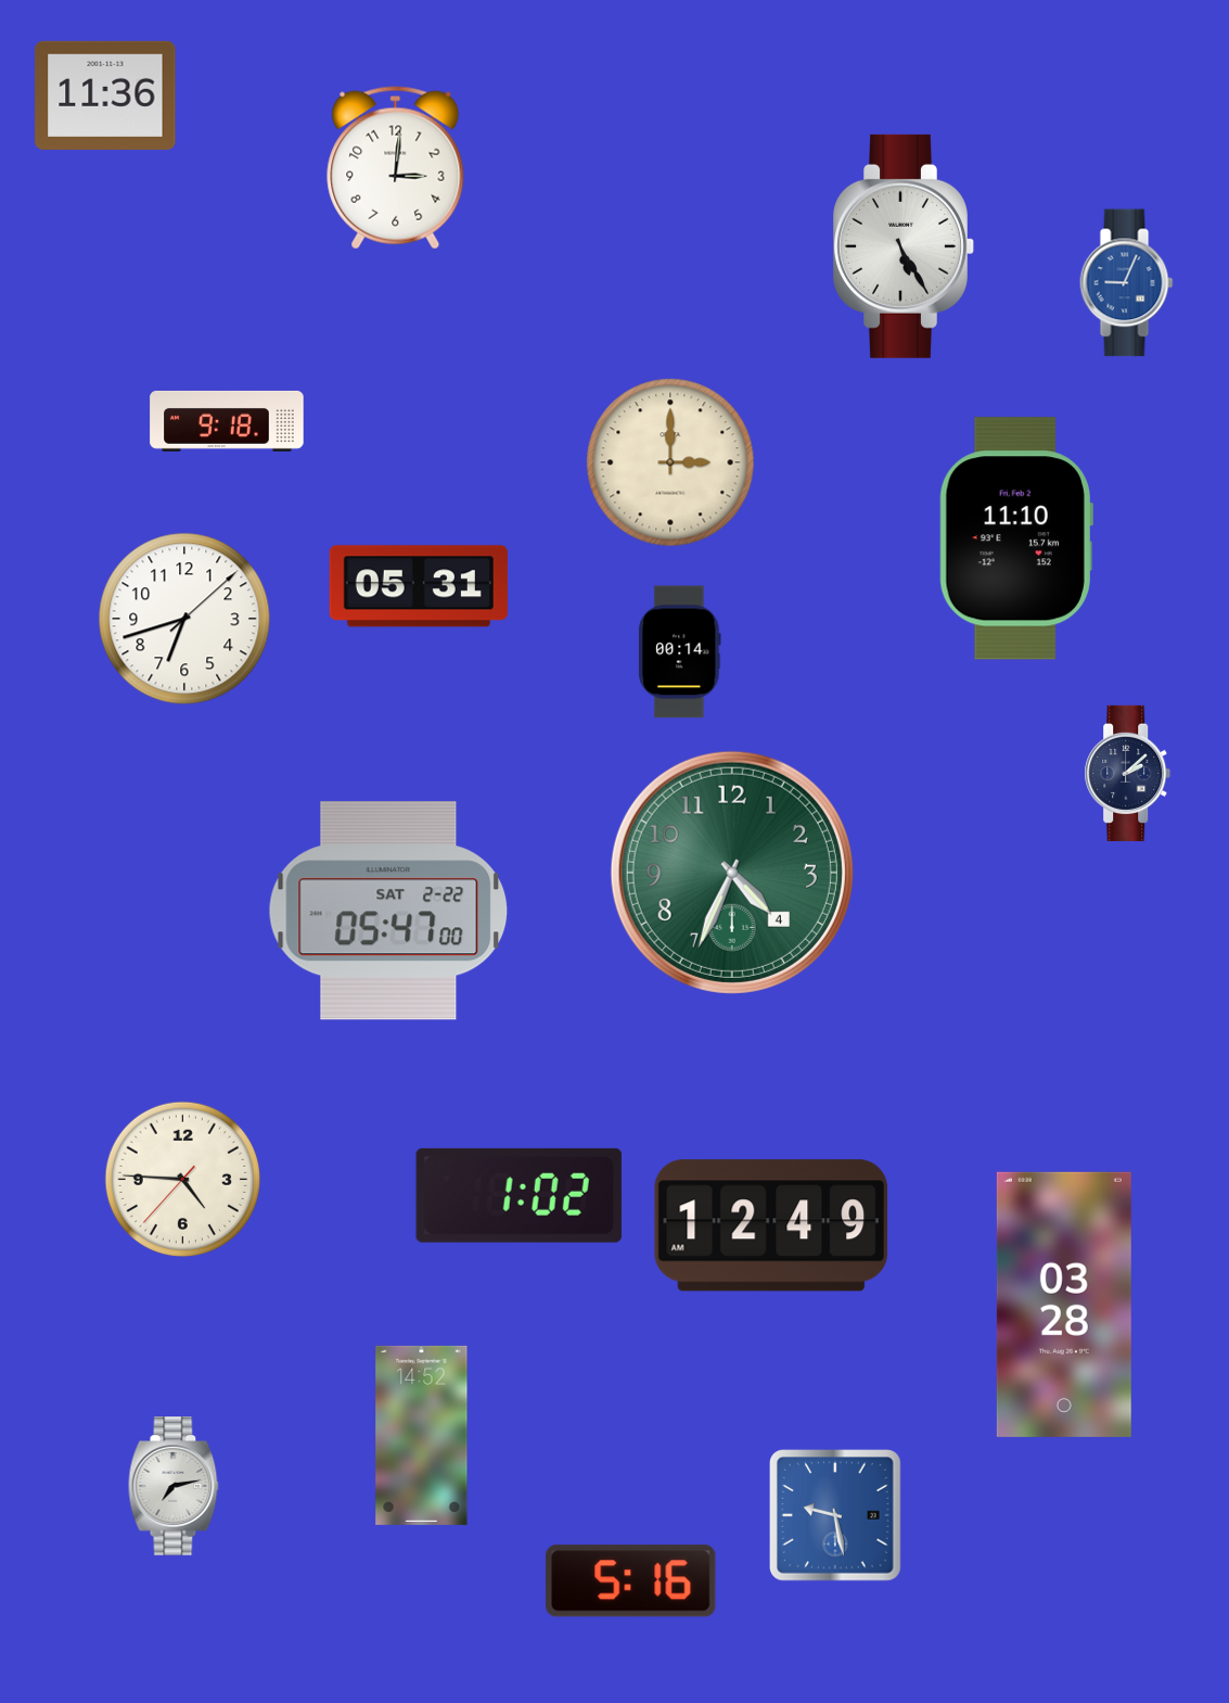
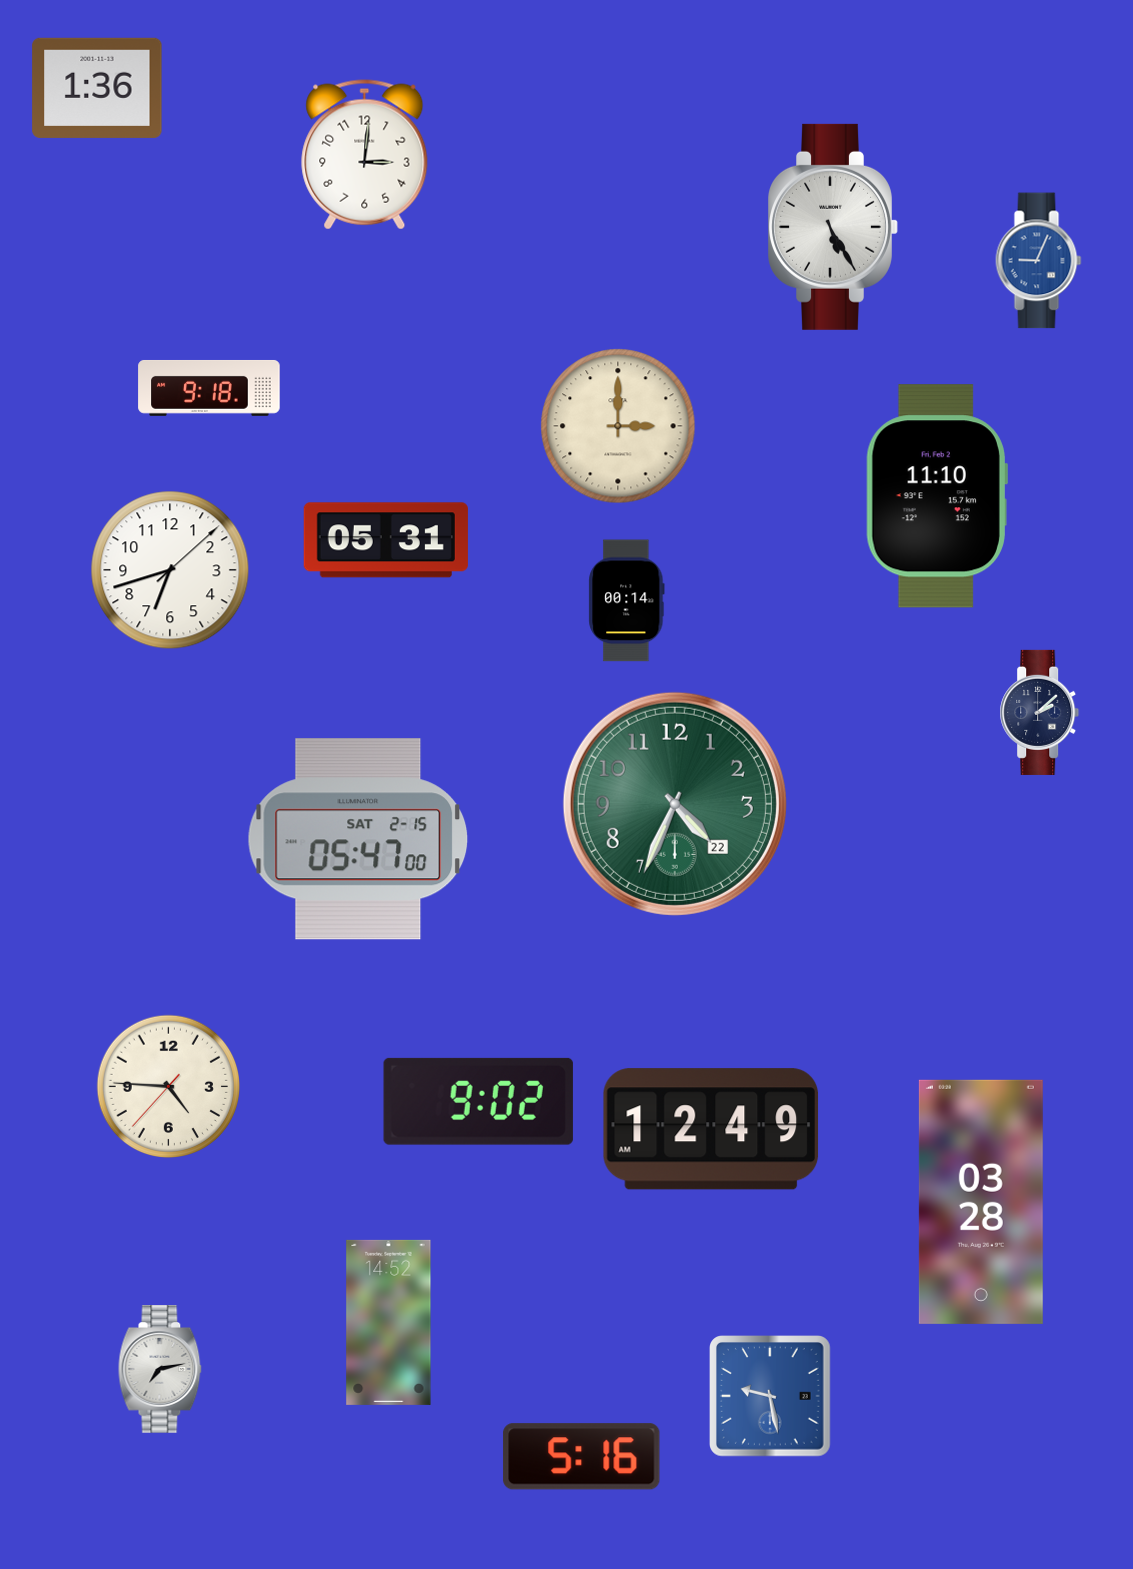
clock at (105, 96): 11:36 -> 1:36
clock at (732, 873) date: 4 -> 22
clock at (388, 911) date: SAT 2-22 -> SAT 2-15
clock at (519, 1195): 1:02 -> 9:02
